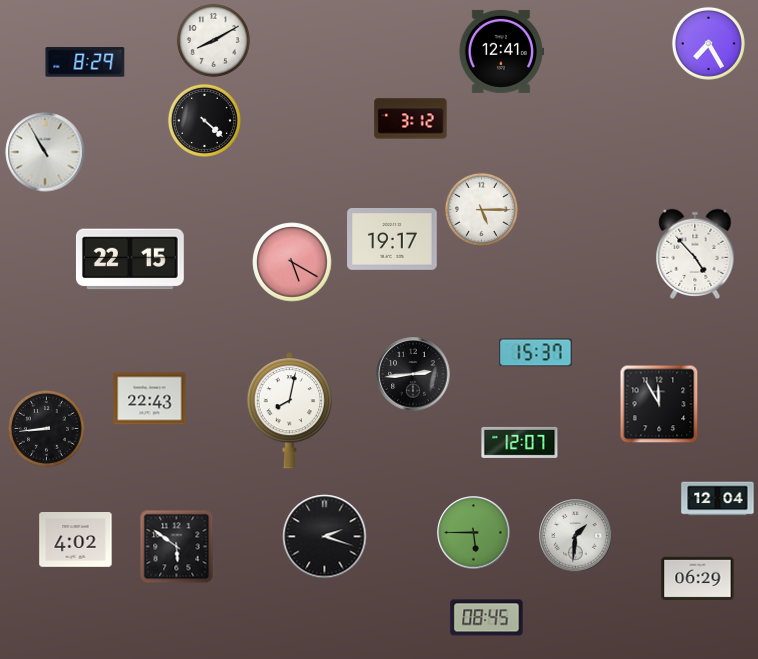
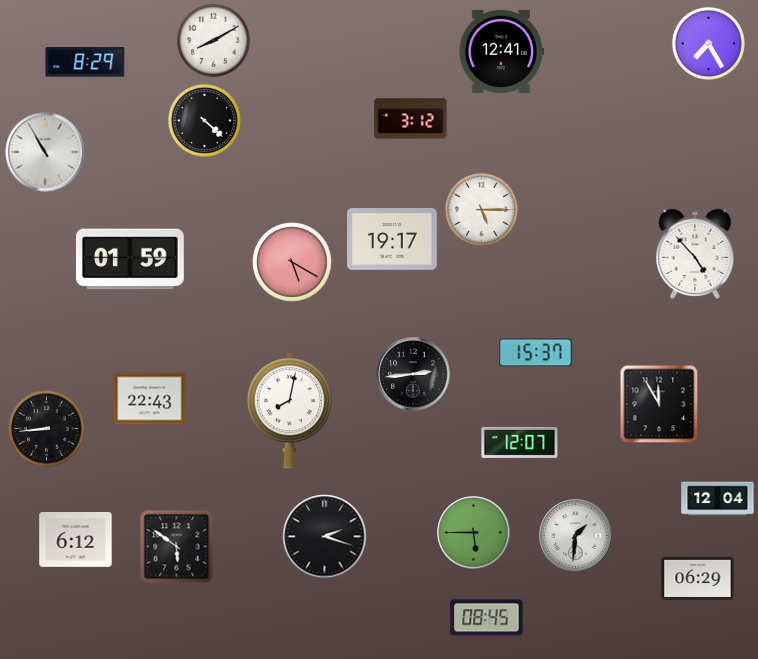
clock at (130, 259): 22:15 -> 01:59
clock at (76, 540): 4:02 -> 6:12
